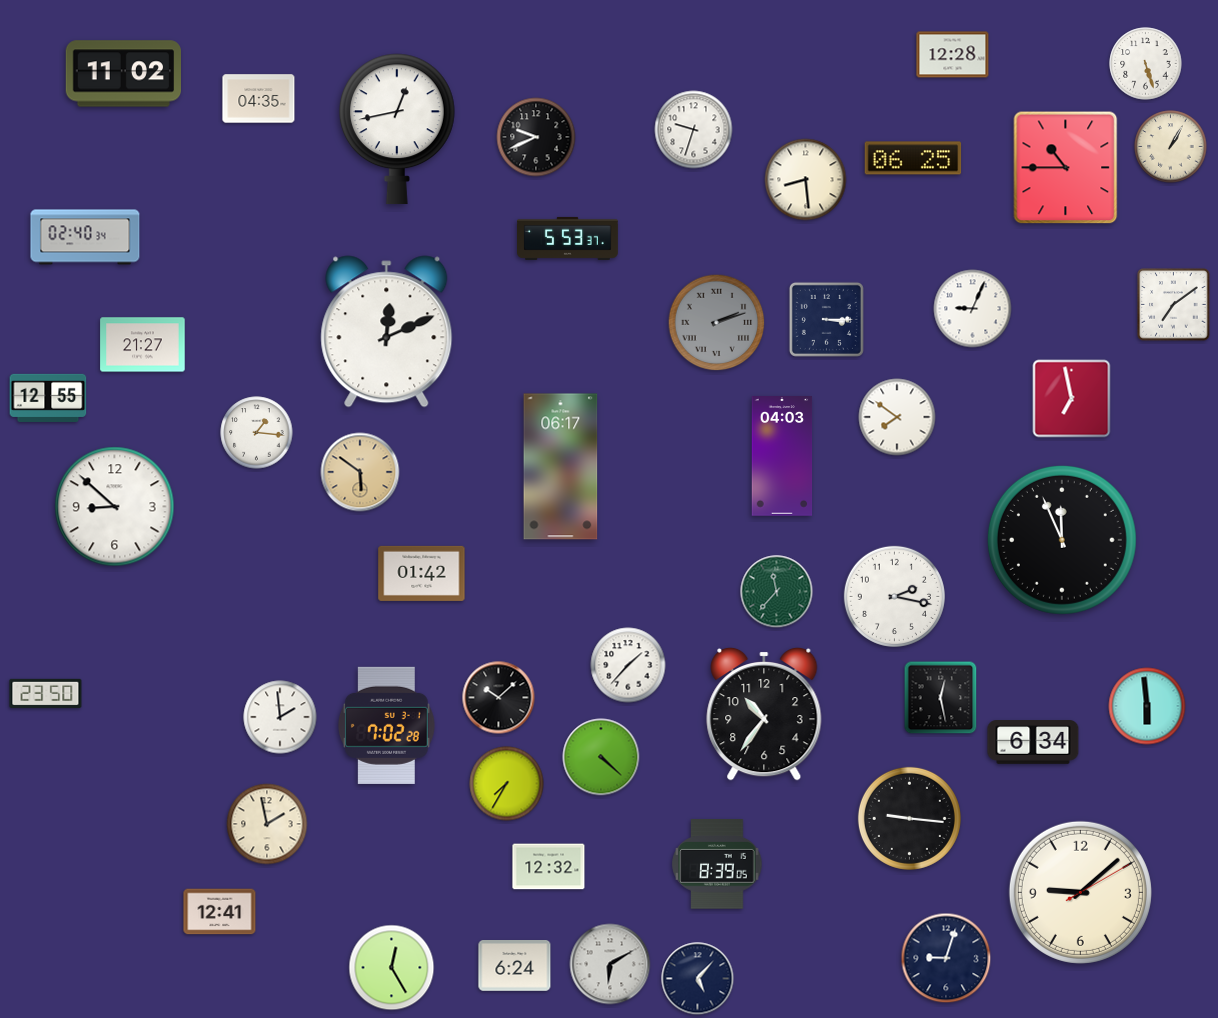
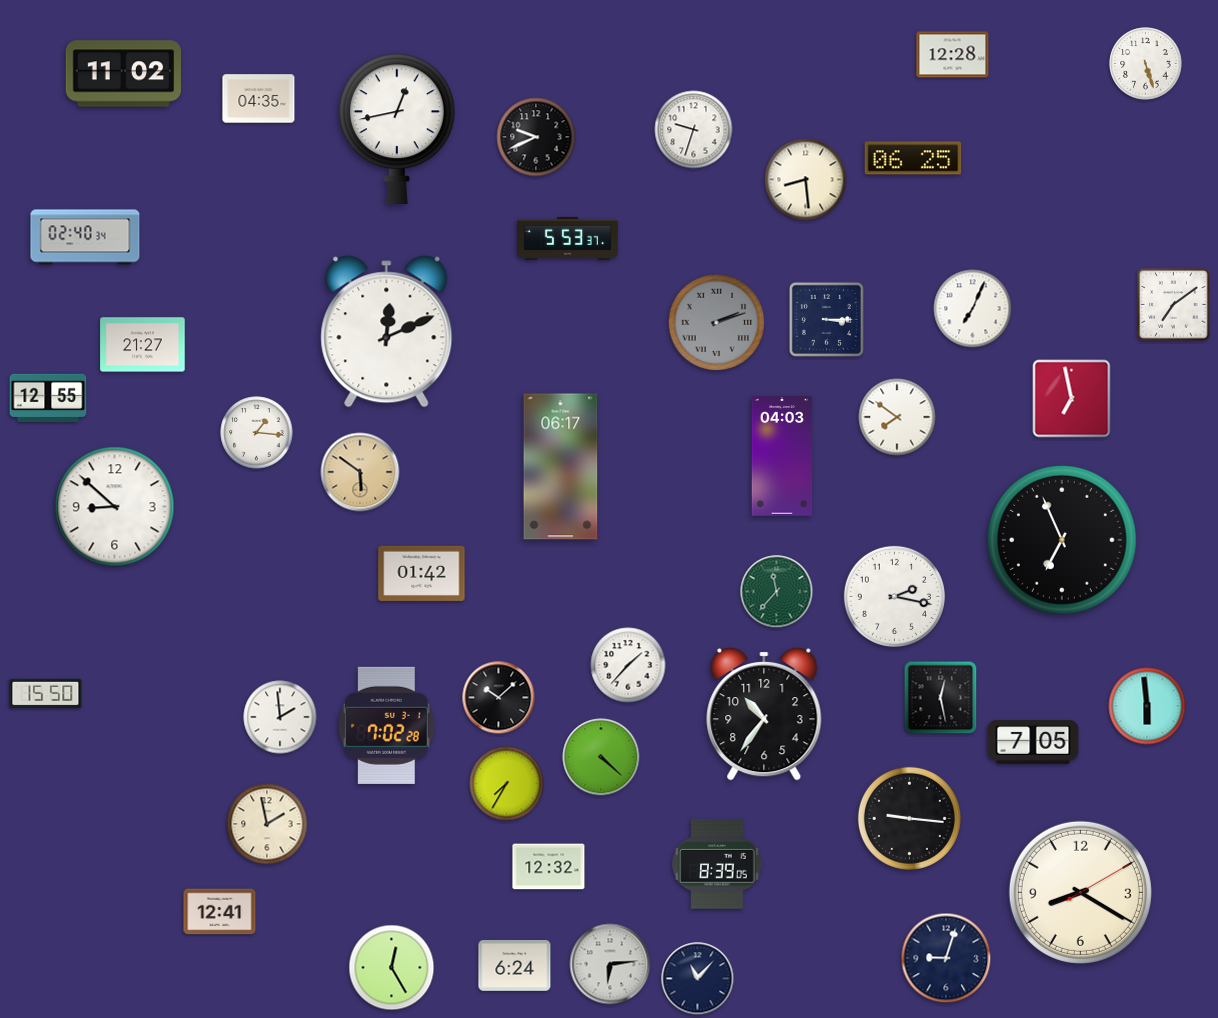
clock at (1171, 147): 1:05 -> none
clock at (1066, 168): 10:45 -> none
clock at (973, 309): 9:04 -> 7:04
clock at (1062, 540): 11:56 -> 6:56
clock at (46, 693): 23:50 -> 15:50
clock at (1033, 742): 6:34 -> 7:05
clock at (1080, 892): 9:08 -> 8:20
clock at (610, 964): 6:10 -> 6:14
clock at (698, 979): 5:07 -> 11:07
